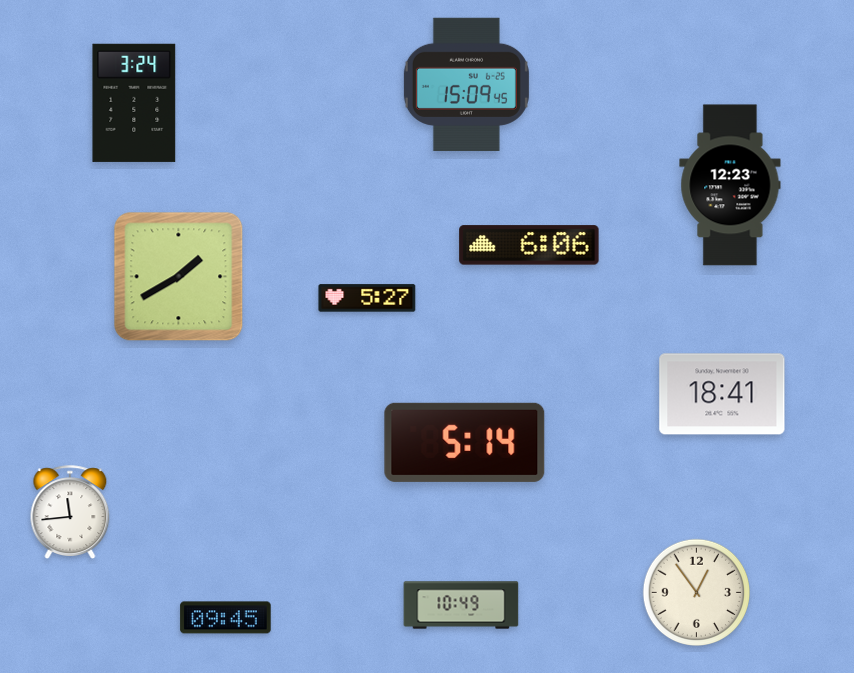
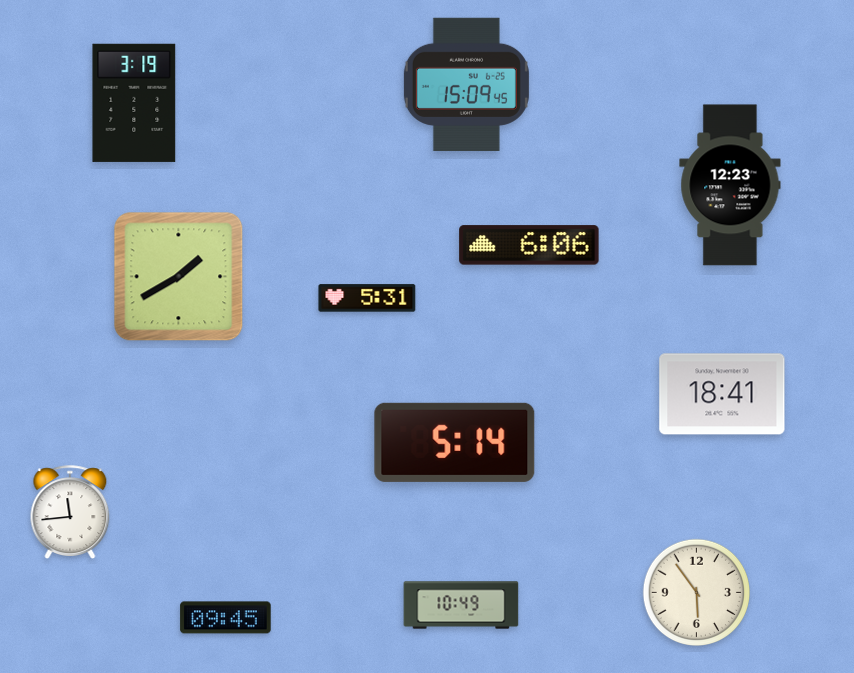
clock at (134, 103): 3:24 -> 3:19
clock at (367, 298): 5:27 -> 5:31
clock at (465, 442) position: (465, 442) -> (455, 442)
clock at (696, 592): 12:54 -> 5:54
